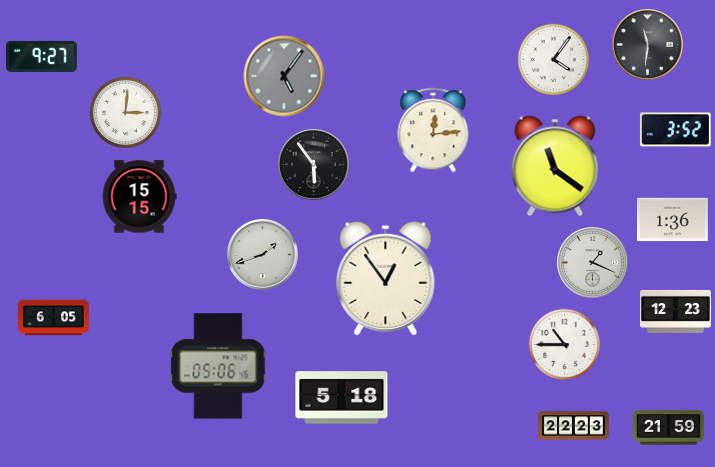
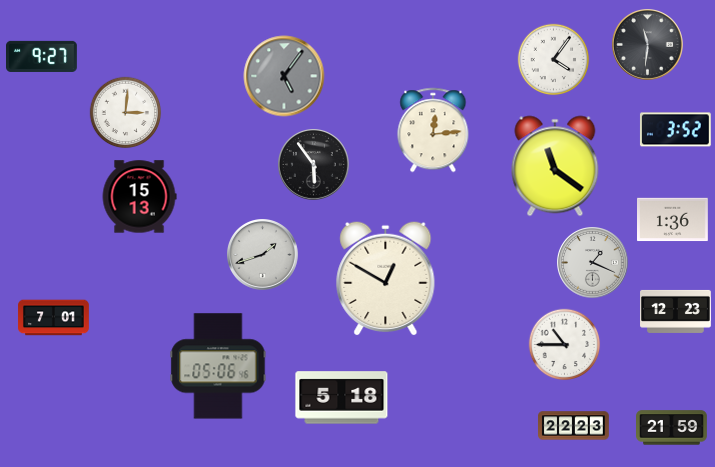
clock at (139, 197): 15:15 -> 15:13
clock at (386, 278): 12:54 -> 12:50
clock at (54, 318): 6:05 -> 7:01
clock at (669, 428) position: (669, 428) -> (672, 428)
